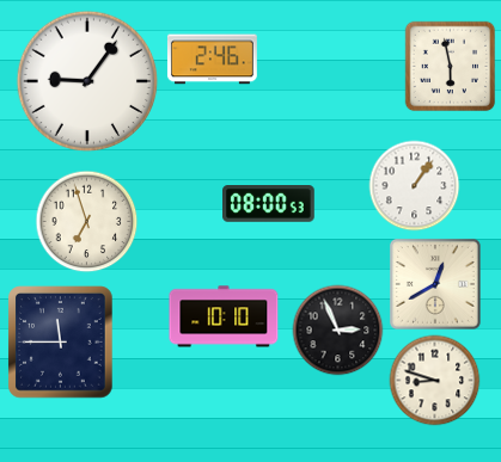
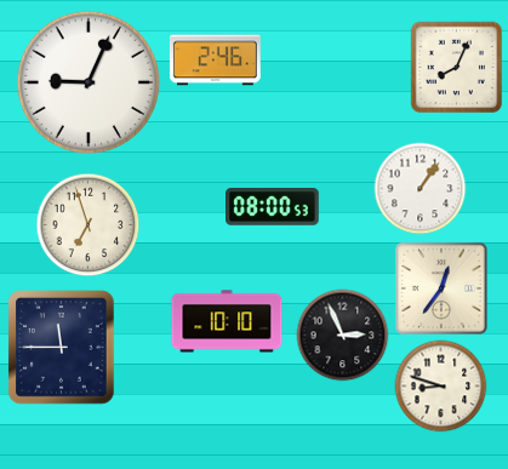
clock at (451, 67): 5:58 -> 8:04
clock at (87, 81): 9:06 -> 9:04
clock at (435, 284): 12:40 -> 12:36
